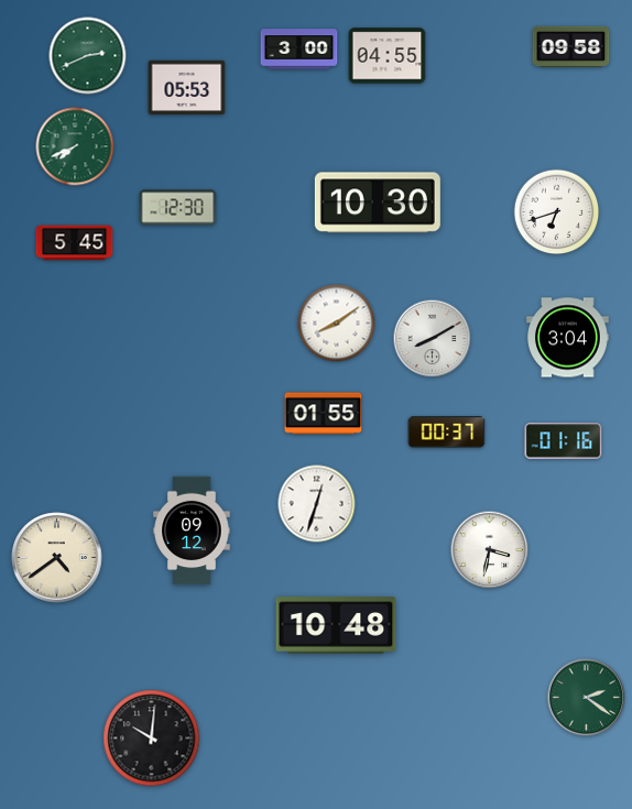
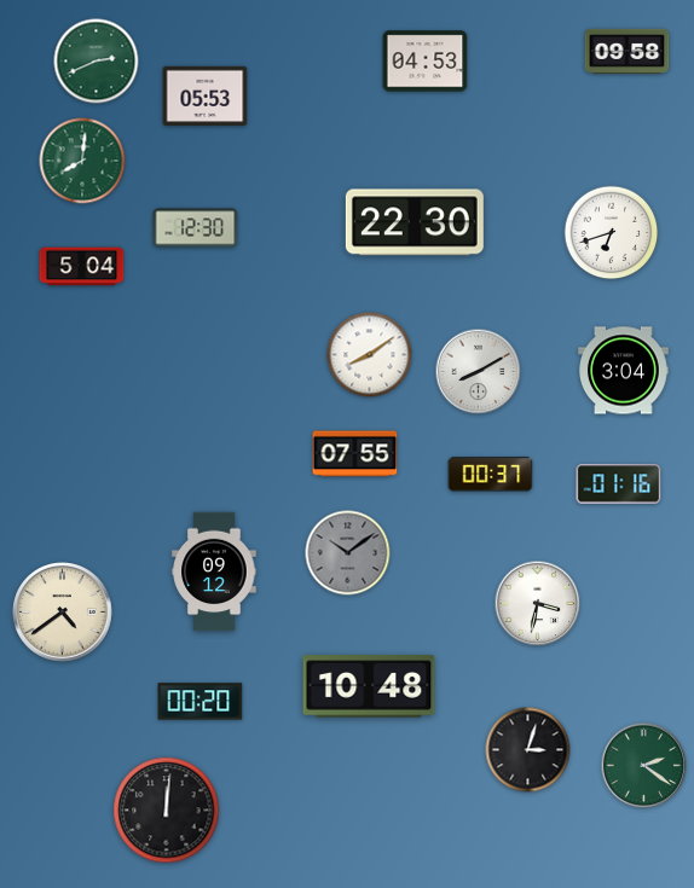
clock at (299, 50): 3:00 -> none
clock at (388, 56): 04:55 -> 04:53
clock at (75, 146): 7:41 -> 8:01
clock at (378, 203): 10:30 -> 22:30
clock at (75, 243): 5:45 -> 5:04
clock at (433, 339) position: (433, 339) -> (479, 372)
clock at (324, 414): 01:55 -> 07:55
clock at (317, 504): 12:33 -> 10:09
clock at (317, 504) dial: white -> grey
clock at (192, 531) position: (192, 531) -> (214, 571)
clock at (201, 702): none -> 00:20
clock at (528, 750): none -> 3:03
clock at (152, 739): 10:01 -> 12:01
